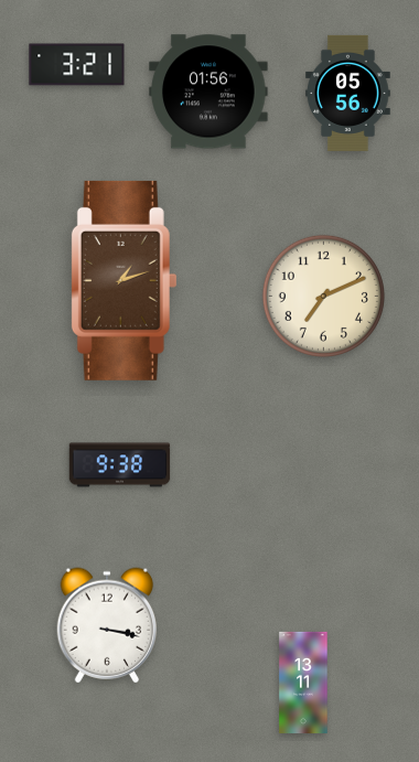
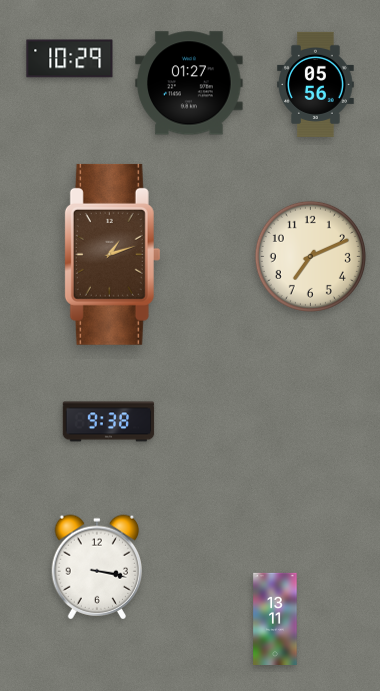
clock at (77, 65): 3:21 -> 10:29
clock at (208, 92): 01:56 -> 01:27
clock at (323, 296) position: (323, 296) -> (310, 256)
